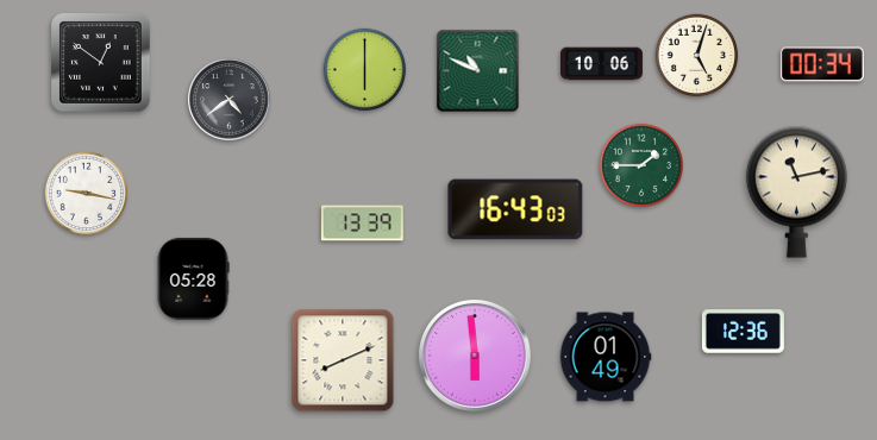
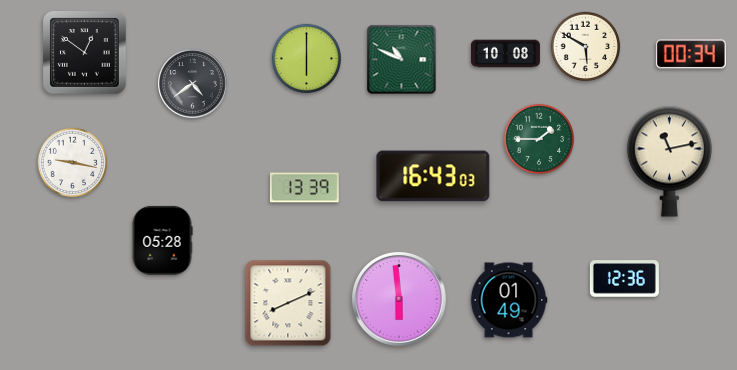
clock at (697, 56): 5:03 -> 5:50
clock at (601, 64): 10:06 -> 10:08
clock at (193, 278) position: (193, 278) -> (162, 240)
